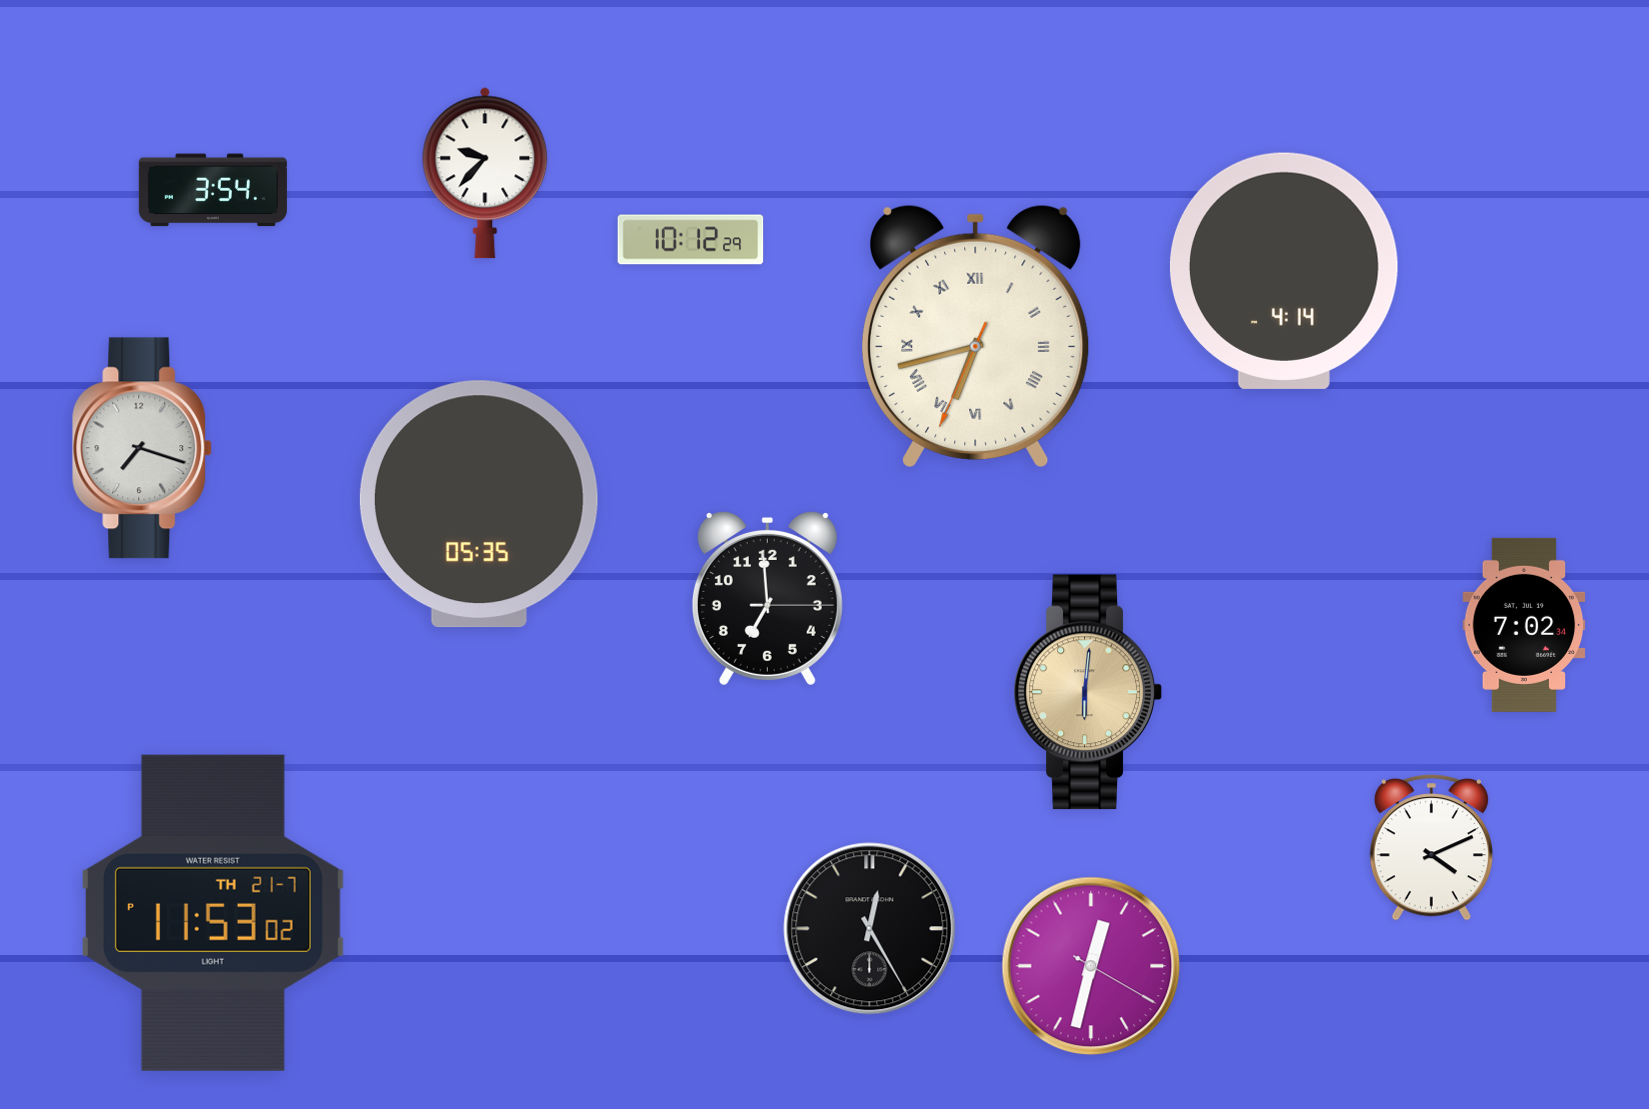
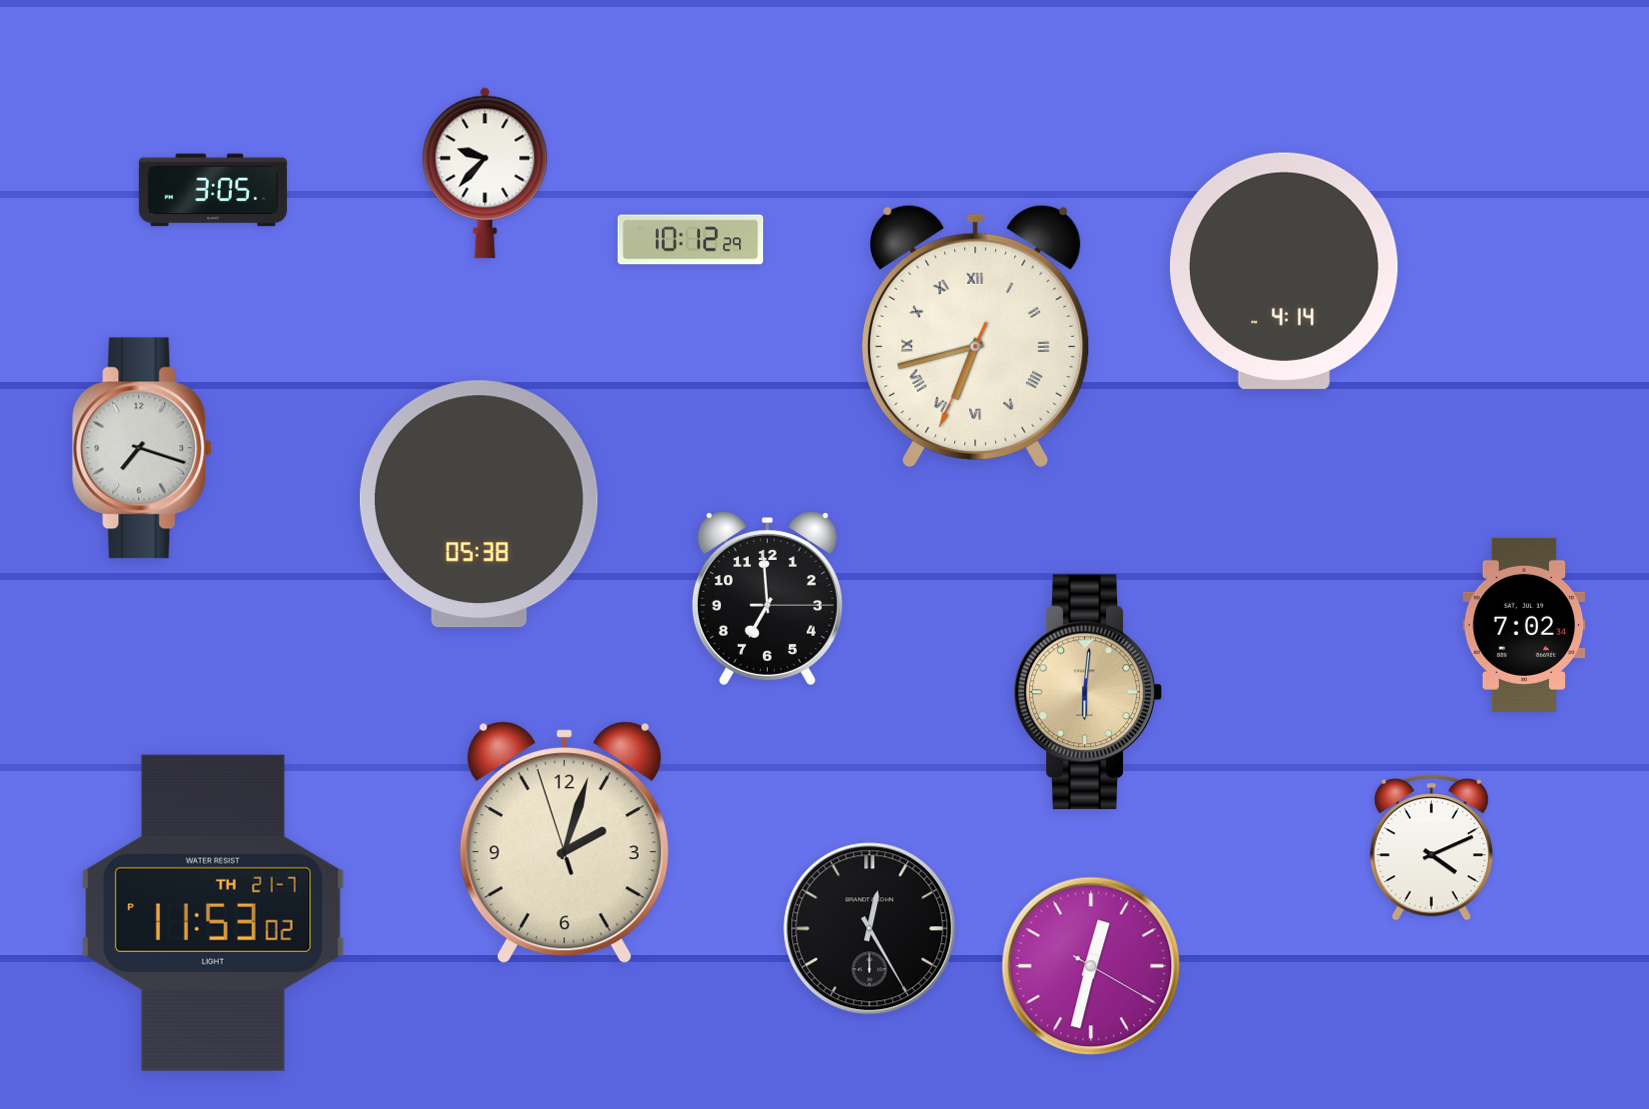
clock at (213, 190): 3:54 -> 3:05
clock at (479, 504): 05:35 -> 05:38
clock at (564, 843): none -> 2:02
